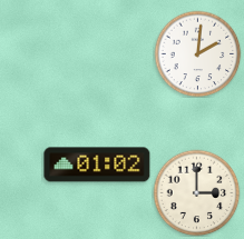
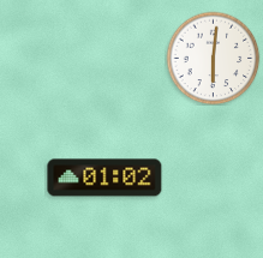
clock at (197, 53): 2:01 -> 6:01
clock at (196, 192): 3:00 -> none
